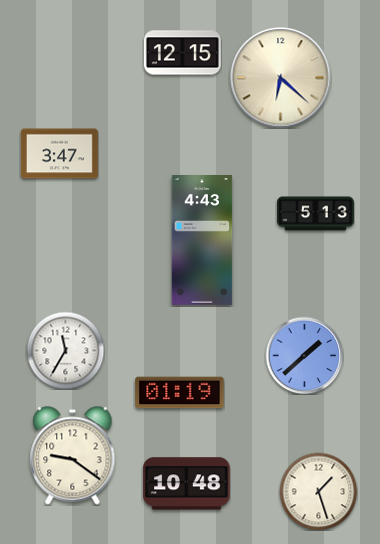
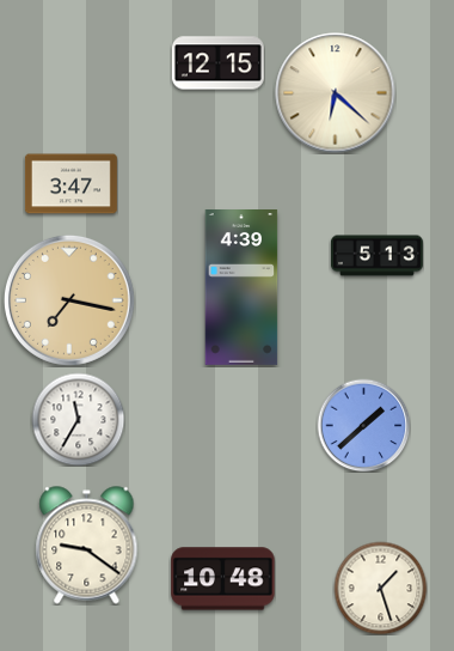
clock at (202, 241): 4:43 -> 4:39
clock at (69, 300): none -> 7:17
clock at (180, 393): 01:19 -> none
